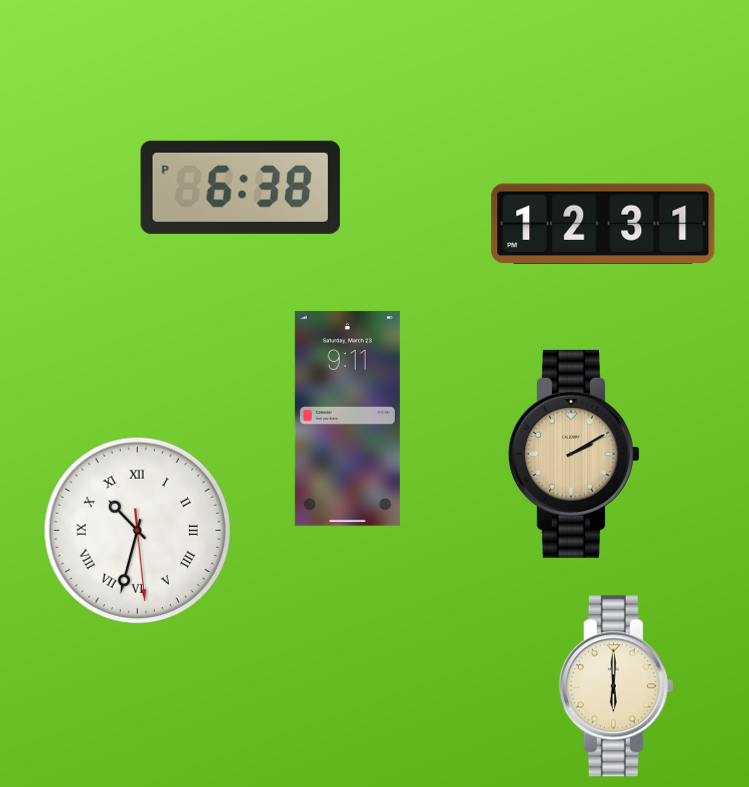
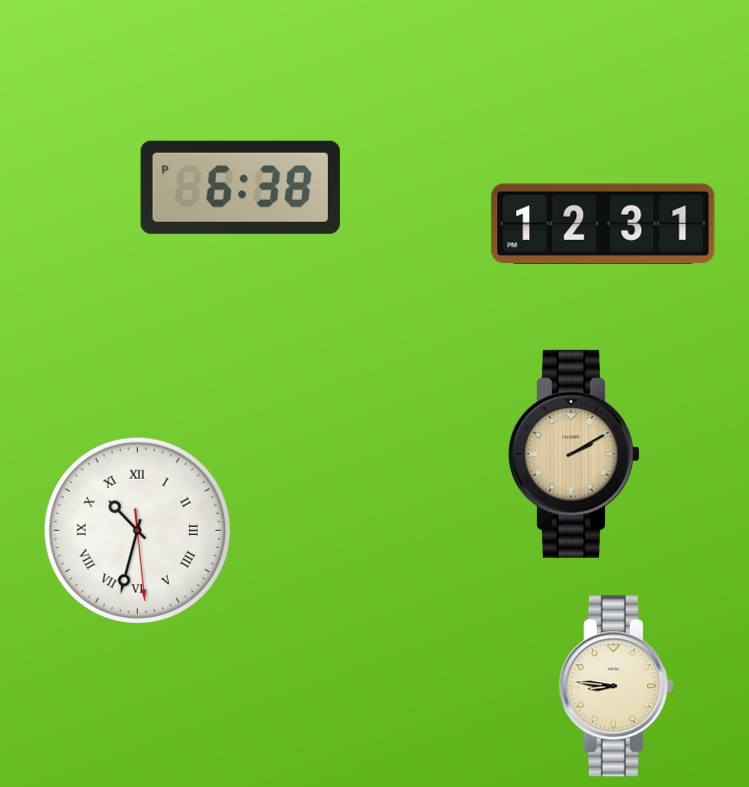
clock at (347, 419): 9:11 -> none
clock at (616, 686): 6:00 -> 8:46
